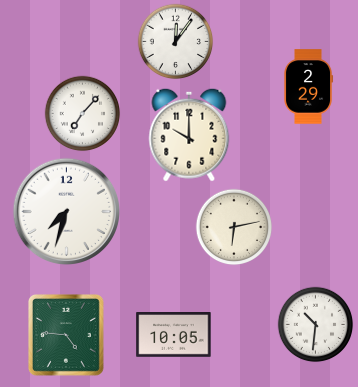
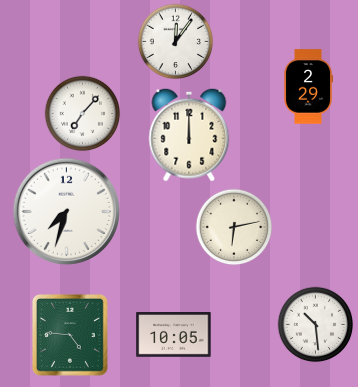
clock at (189, 135): 10:00 -> 12:00
clock at (316, 325): 10:31 -> 10:29
clock at (67, 336) position: (67, 336) -> (71, 336)
